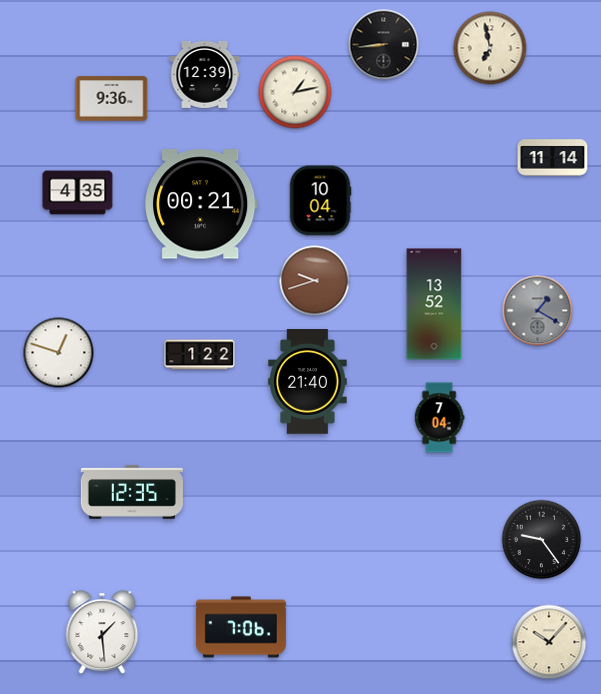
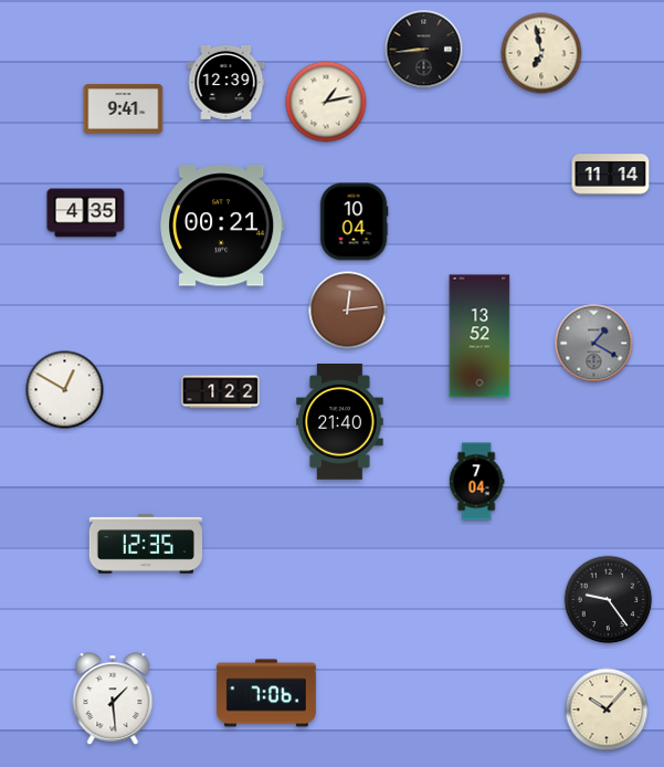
clock at (112, 99): 9:36 -> 9:41
clock at (315, 281): 9:42 -> 12:14
clock at (59, 353): 12:48 -> 12:50
clock at (439, 418) position: (439, 418) -> (476, 482)
clock at (542, 540) position: (542, 540) -> (609, 600)
